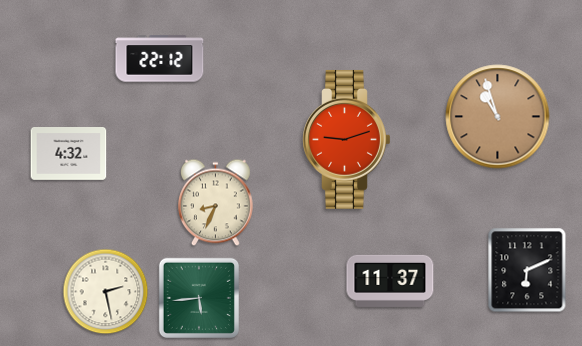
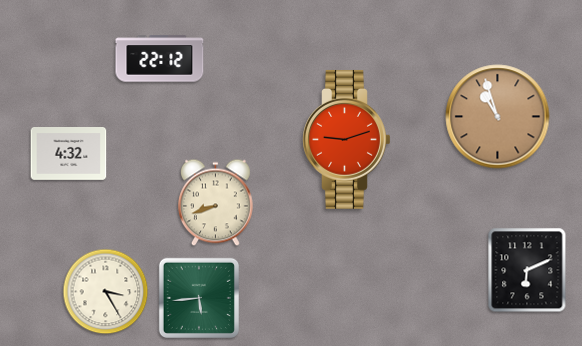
clock at (216, 203): 8:34 -> 8:42
clock at (390, 281): 11:37 -> none
clock at (106, 292): 2:28 -> 3:25
